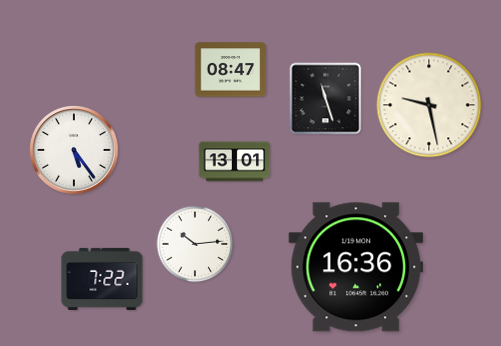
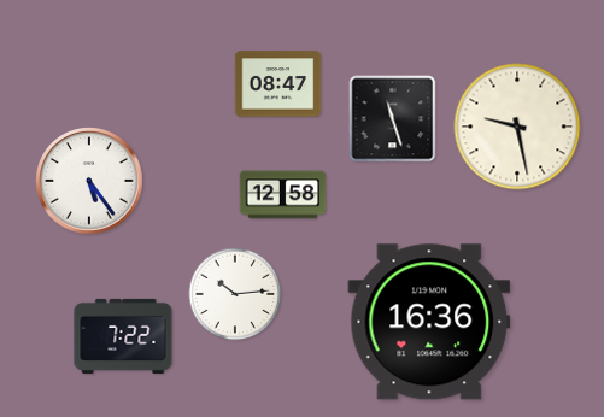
clock at (235, 162): 13:01 -> 12:58
